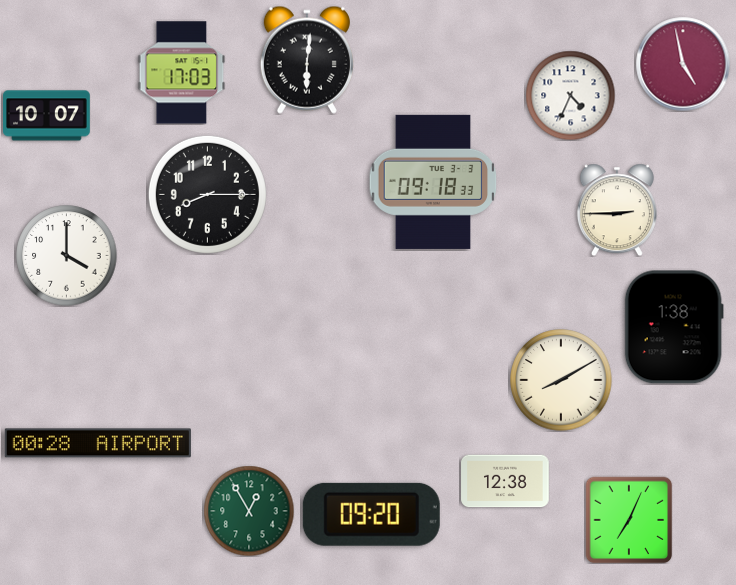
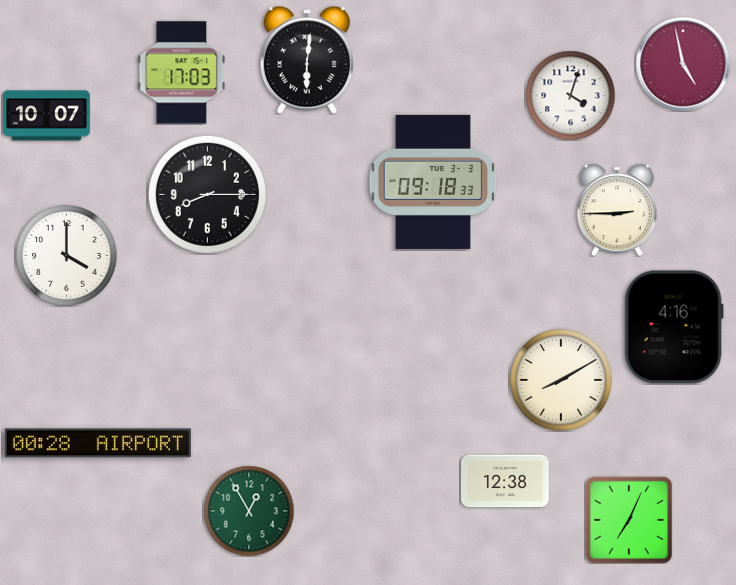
clock at (570, 95): 4:34 -> 4:03
clock at (674, 327): 1:38 -> 4:16
clock at (371, 514): 09:20 -> none
